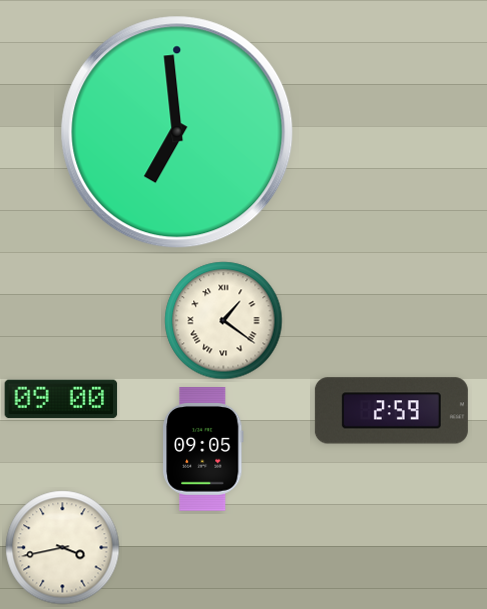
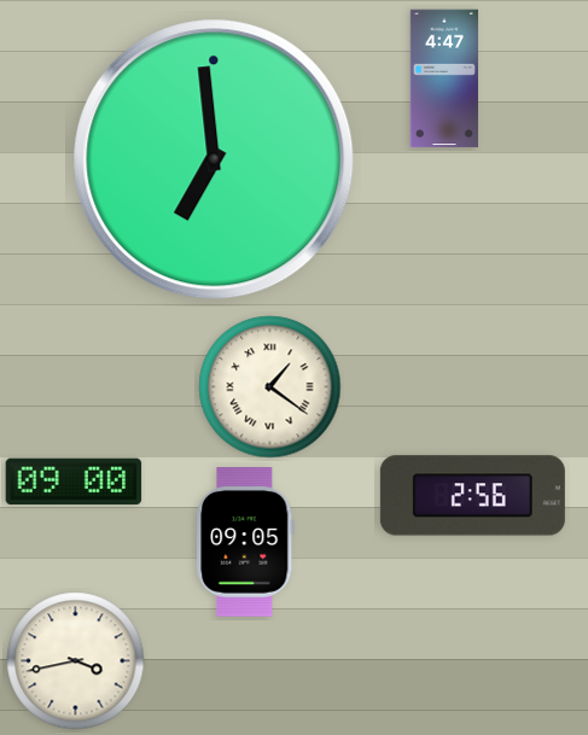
clock at (444, 78): none -> 4:47
clock at (391, 411): 2:59 -> 2:56
